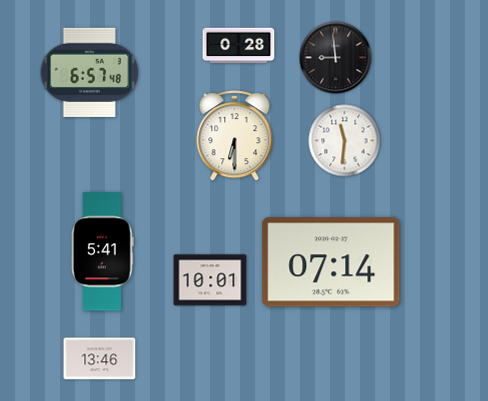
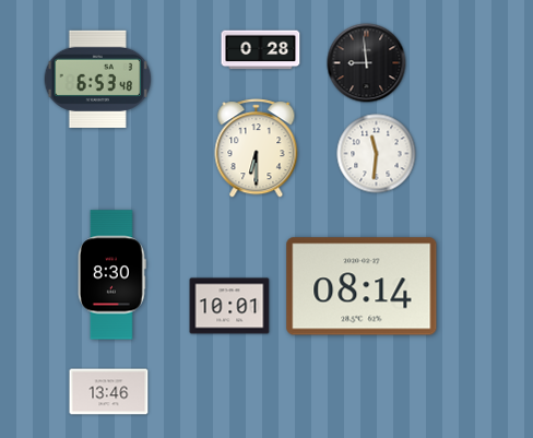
clock at (90, 72): 6:57 -> 6:53
clock at (102, 252): 5:41 -> 8:30
clock at (331, 262): 07:14 -> 08:14
